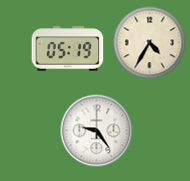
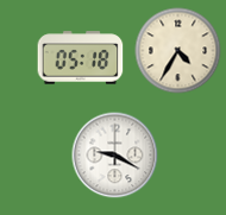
clock at (68, 49): 05:19 -> 05:18
clock at (97, 131): 9:24 -> 9:20
